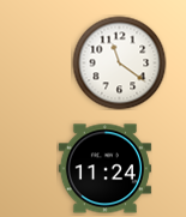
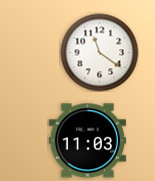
clock at (104, 169): 11:24 -> 11:03
